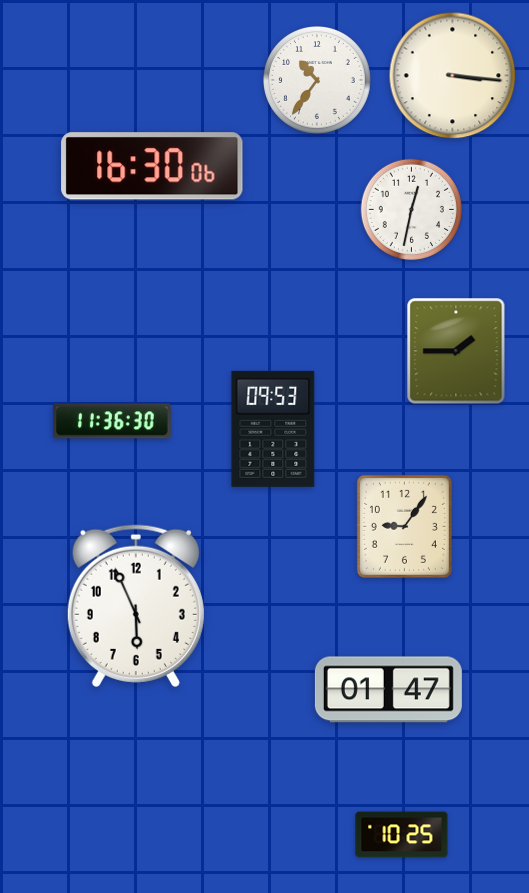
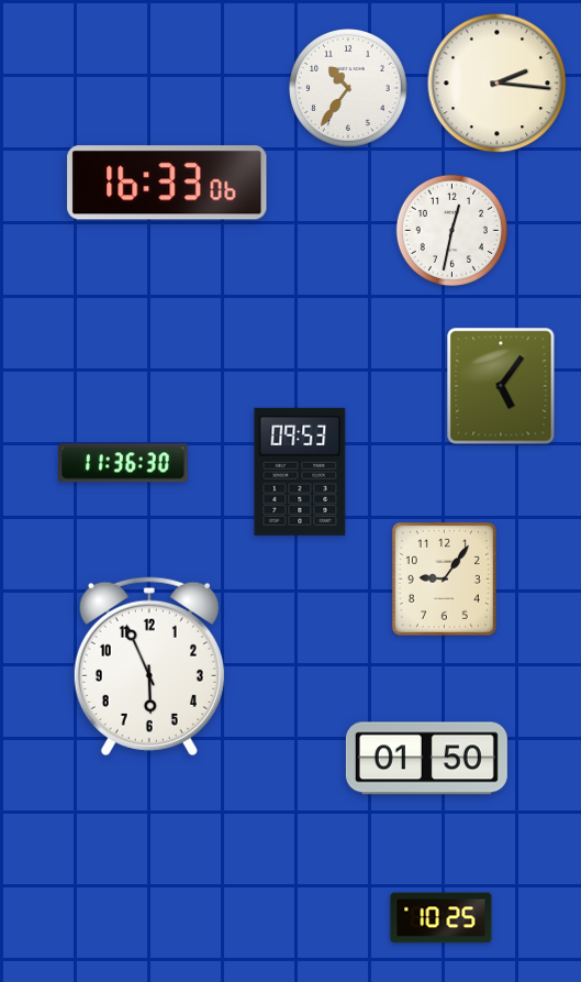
clock at (453, 76): 3:16 -> 2:16
clock at (152, 166): 16:30 -> 16:33
clock at (456, 351): 1:45 -> 5:06
clock at (388, 690): 01:47 -> 01:50
